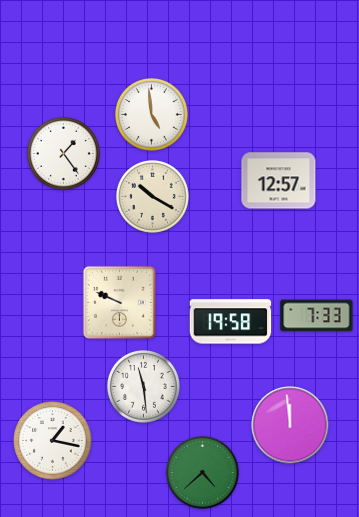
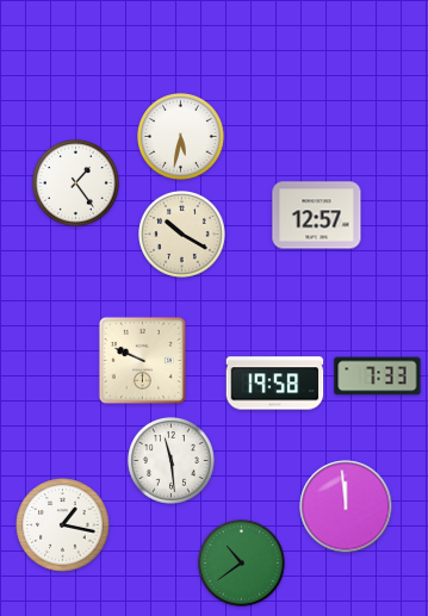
clock at (152, 115): 4:59 -> 5:32
clock at (279, 181) position: (279, 181) -> (317, 216)
clock at (203, 473): 4:38 -> 10:39
